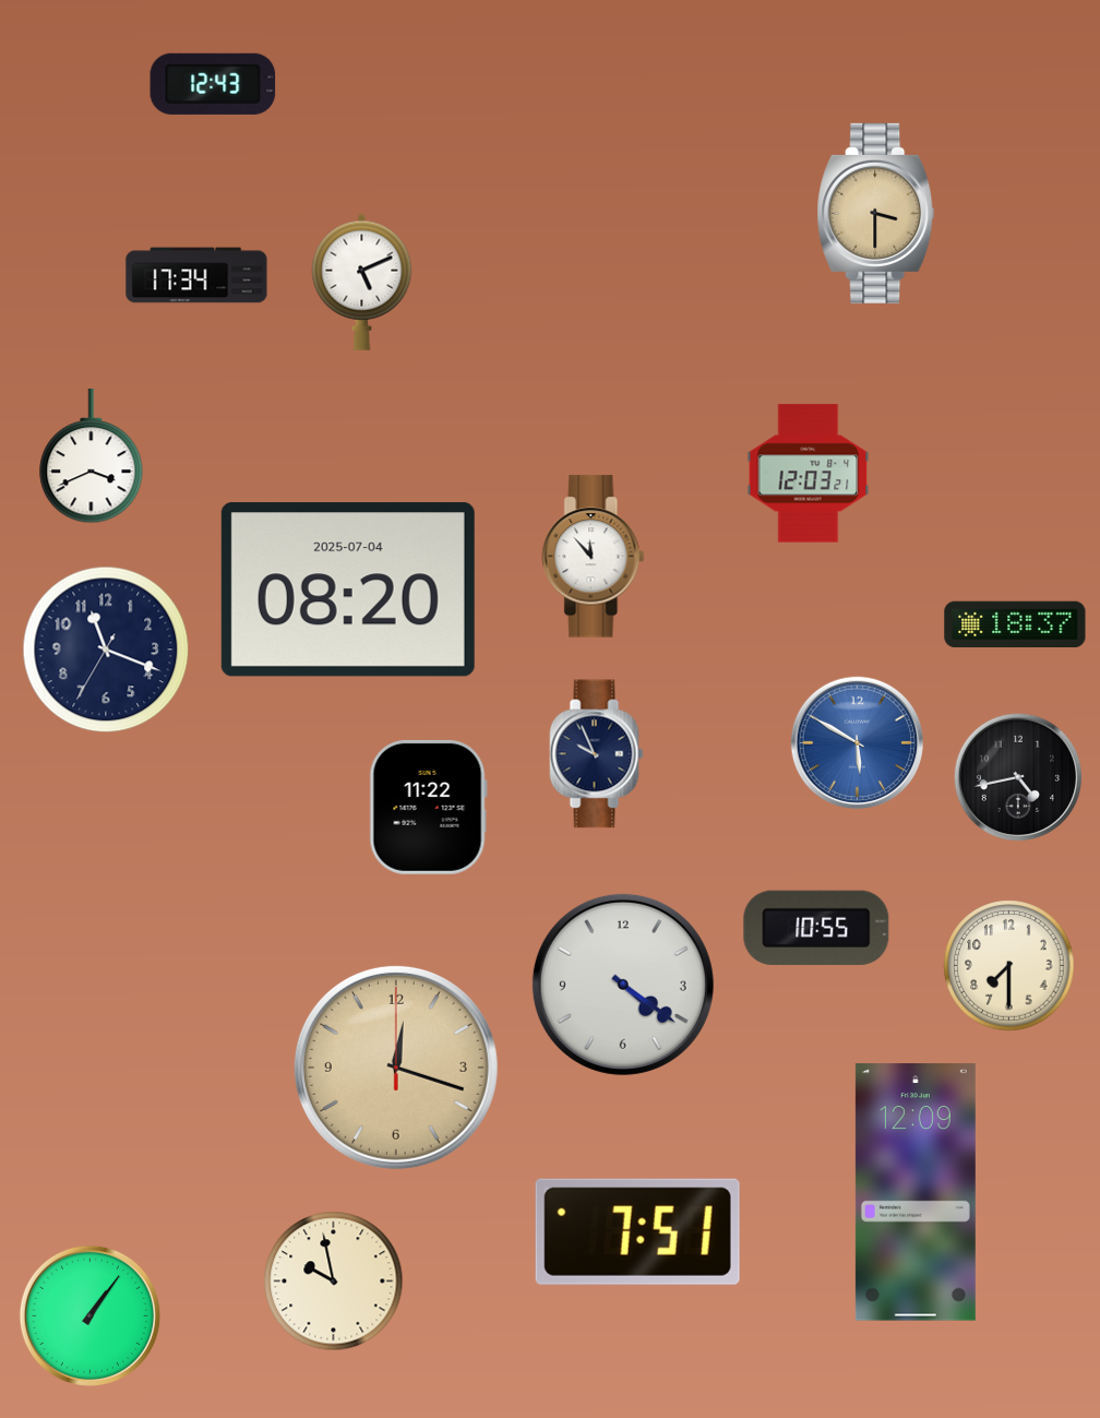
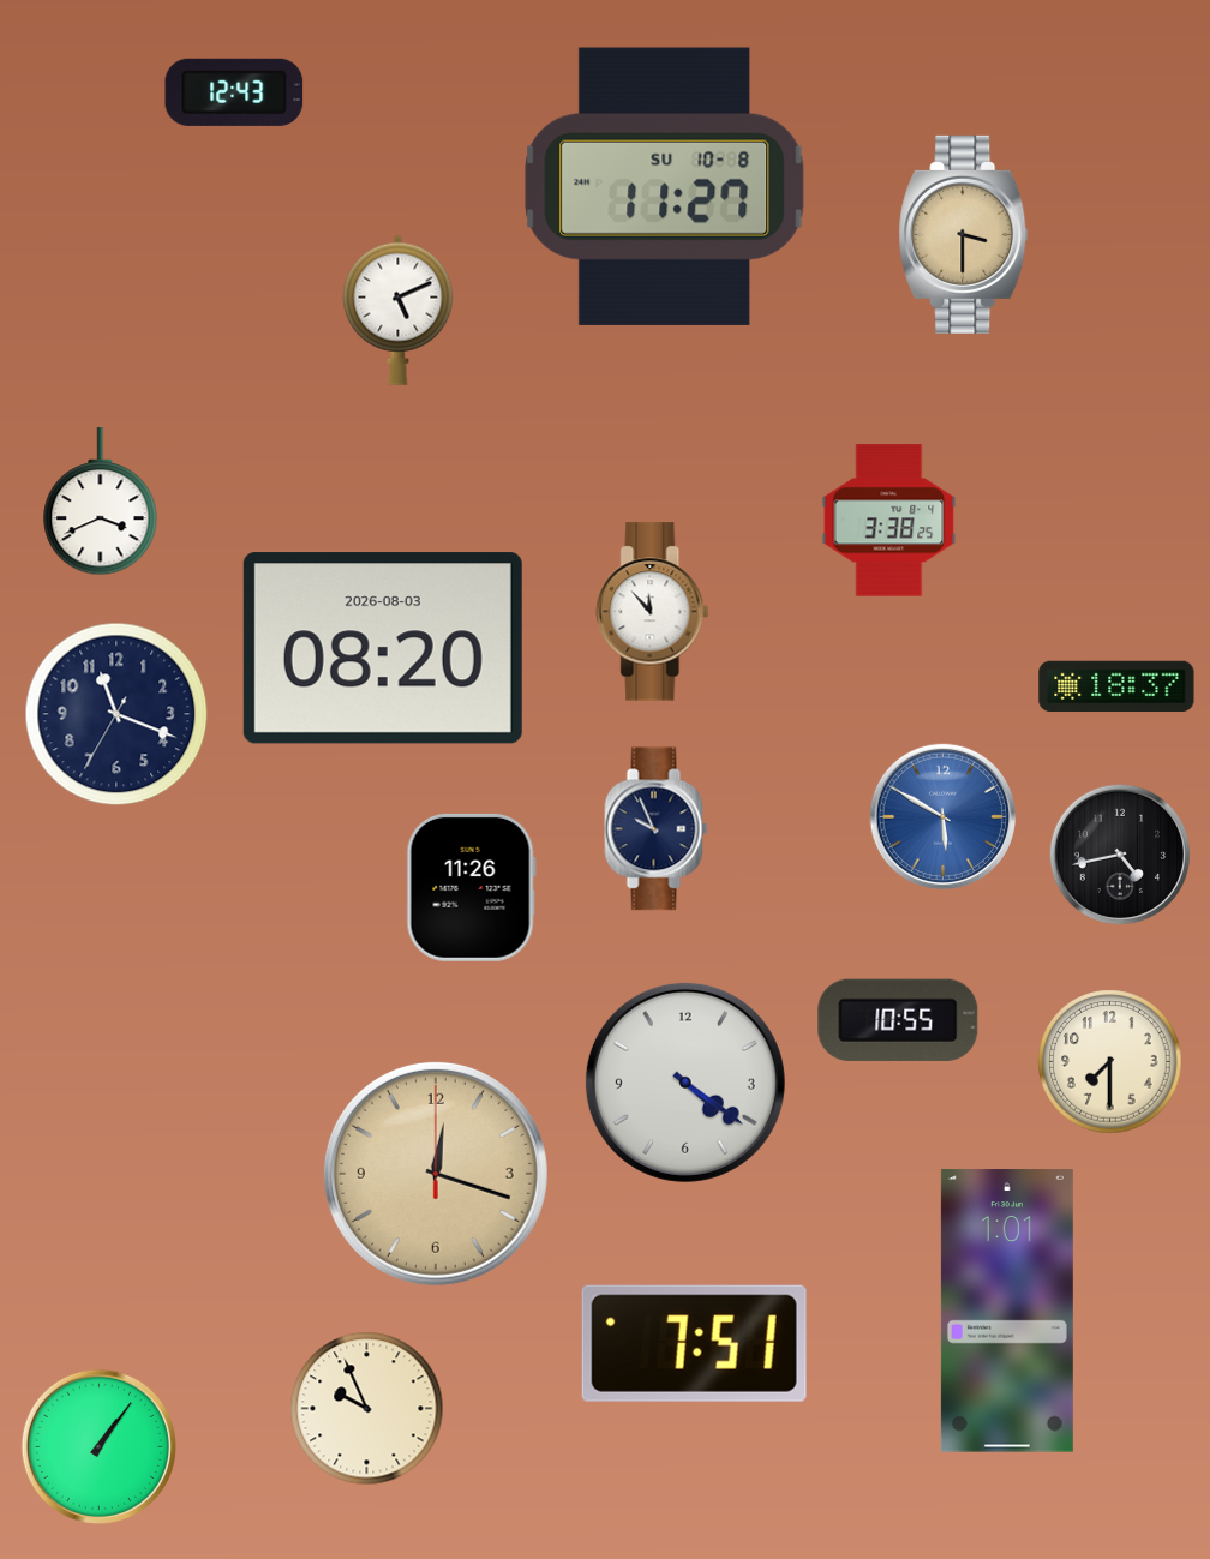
clock at (665, 186): none -> 11:27
clock at (196, 275): 17:34 -> none
clock at (809, 474): 12:03 -> 3:38
clock at (348, 589) date: 2025-07-04 -> 2026-08-03
clock at (428, 807): 11:22 -> 11:26
clock at (916, 1192): 12:09 -> 1:01
clock at (637, 1231) position: (637, 1231) -> (694, 1343)
clock at (334, 1282): 9:58 -> 9:56
